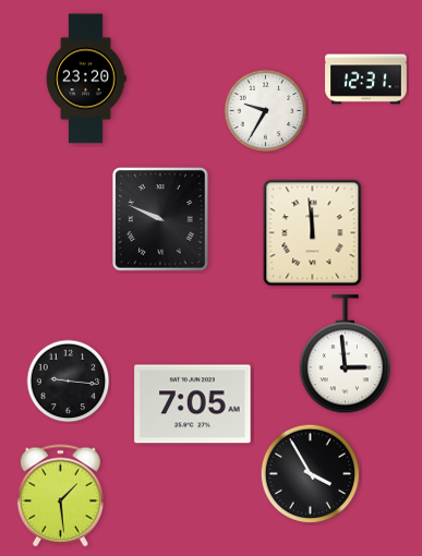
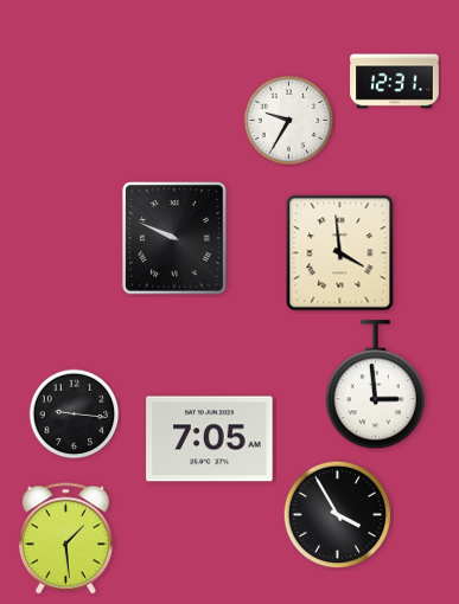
clock at (86, 78): 23:20 -> none
clock at (366, 80) position: (366, 80) -> (395, 82)
clock at (313, 233): 11:59 -> 3:59
